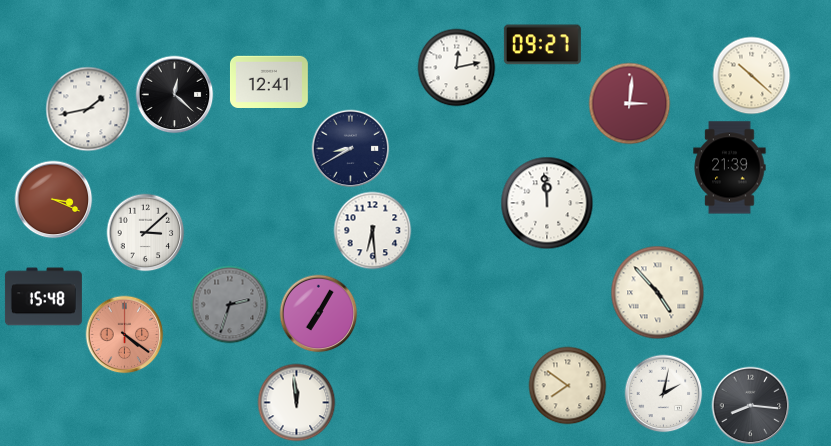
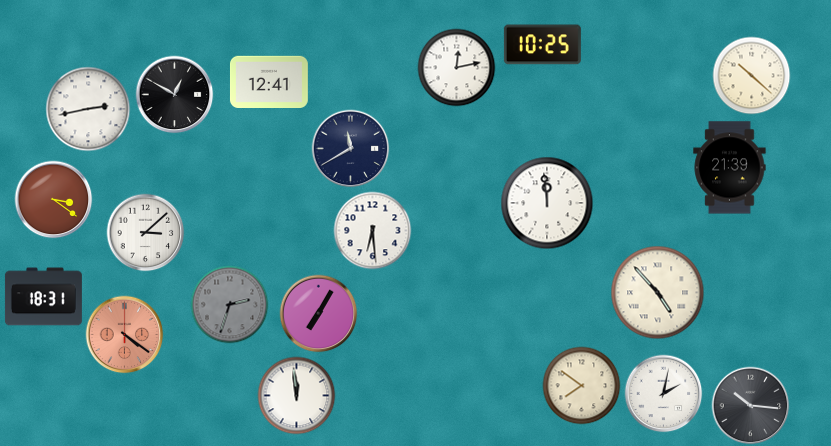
clock at (542, 45): 09:27 -> 10:25
clock at (174, 94): 12:22 -> 12:50
clock at (629, 103): 3:01 -> none
clock at (88, 109): 1:43 -> 2:43
clock at (350, 148): 8:40 -> 11:40
clock at (53, 199): 3:19 -> 3:21
clock at (43, 297): 15:48 -> 18:31
clock at (567, 385) position: (567, 385) -> (581, 385)
clock at (296, 402) position: (296, 402) -> (296, 395)
clock at (750, 405): 8:16 -> 10:16
